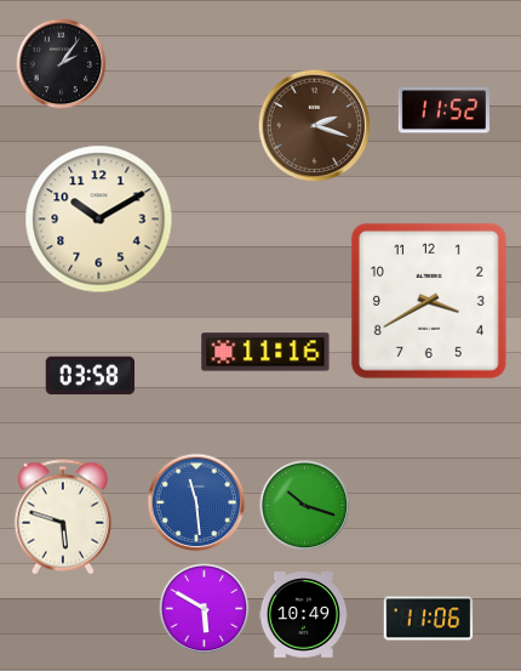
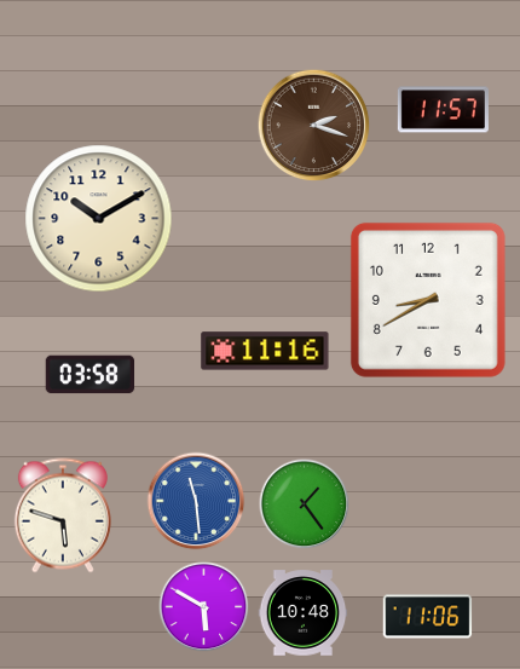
clock at (62, 64): 2:06 -> none
clock at (443, 110): 11:52 -> 11:57
clock at (429, 301): 3:40 -> 8:40
clock at (305, 506): 10:18 -> 1:24
clock at (304, 615): 10:49 -> 10:48
